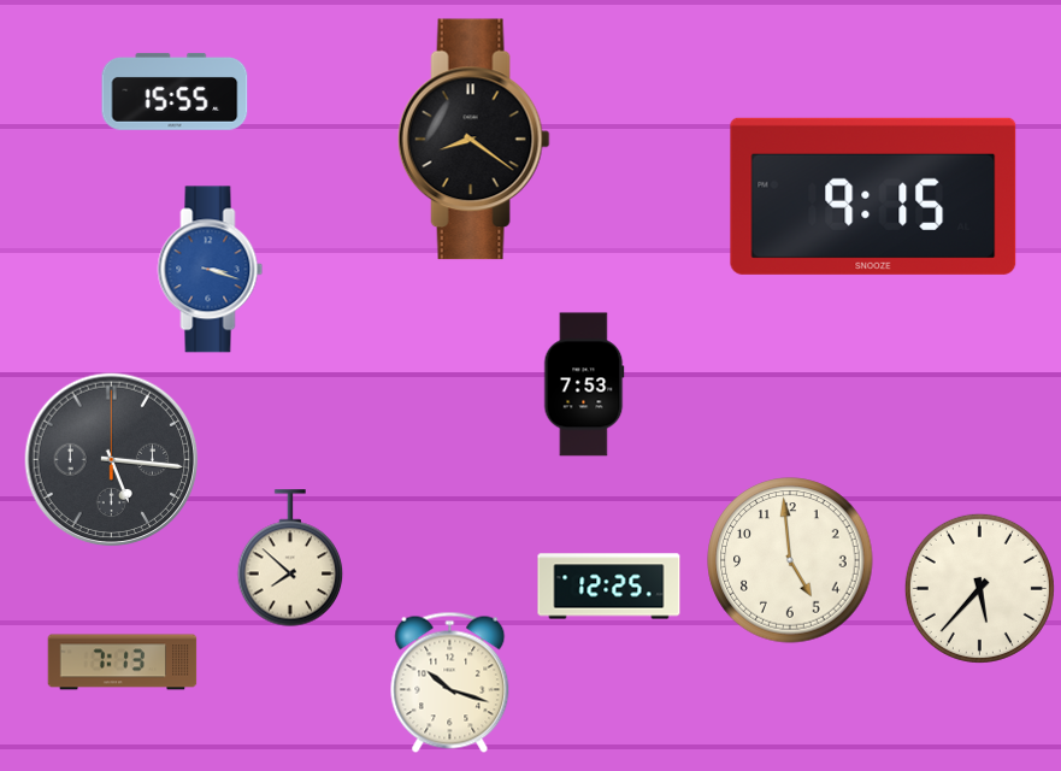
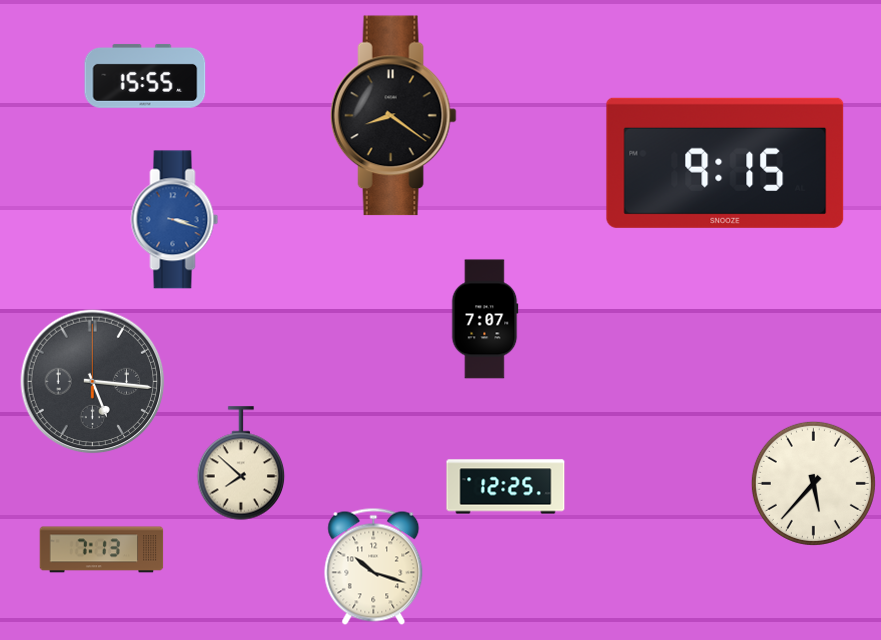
clock at (211, 270) position: (211, 270) -> (175, 220)
clock at (584, 384): 7:53 -> 7:07
clock at (790, 560): 4:59 -> none
clock at (979, 588) position: (979, 588) -> (813, 483)
